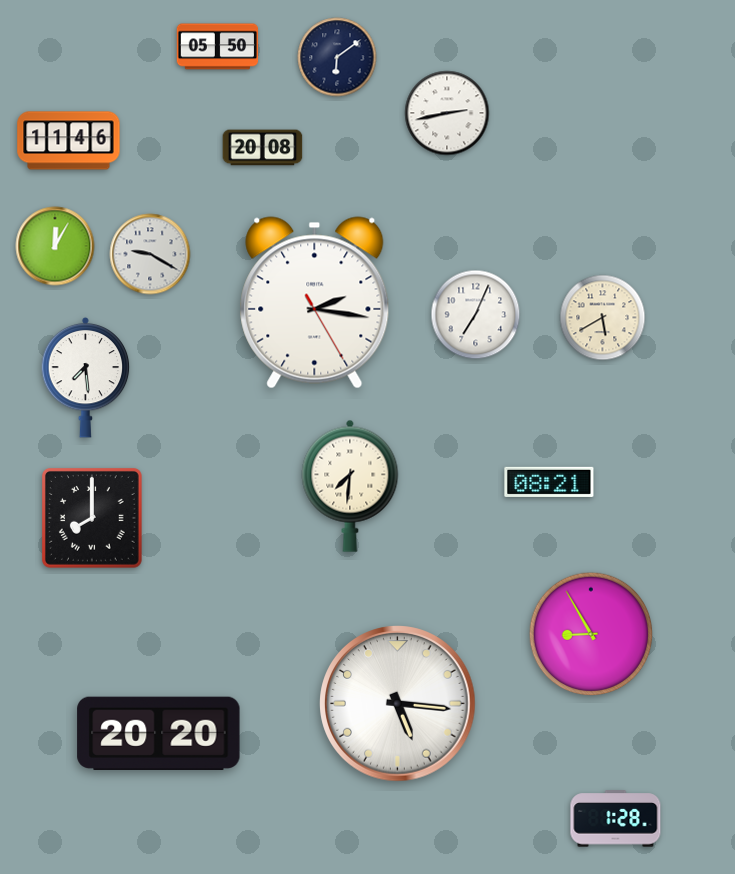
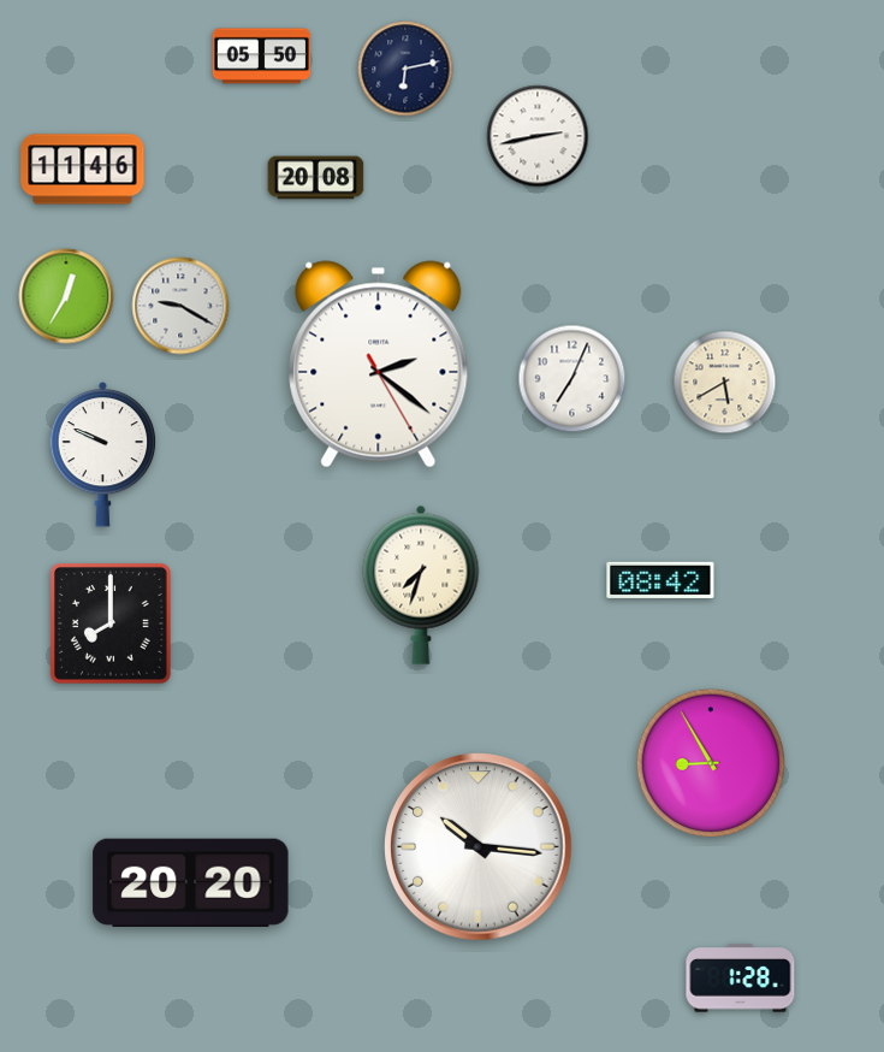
clock at (337, 57): 6:09 -> 6:13
clock at (55, 246): 12:05 -> 12:35
clock at (315, 303): 2:16 -> 2:21
clock at (86, 377): 7:29 -> 9:49
clock at (549, 482): 08:21 -> 08:42
clock at (350, 486): 7:31 -> 7:33
clock at (398, 704): 5:16 -> 10:16
clock at (616, 819) position: (616, 819) -> (741, 979)
